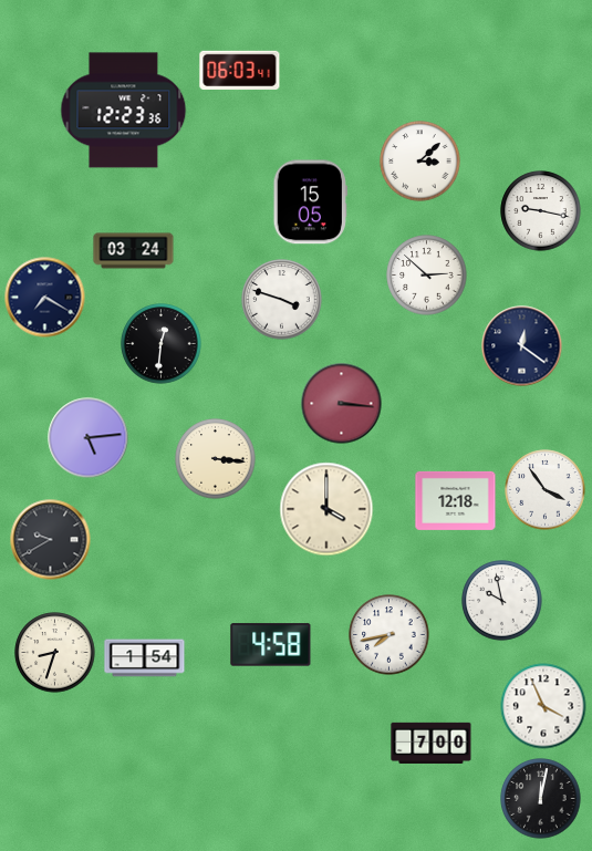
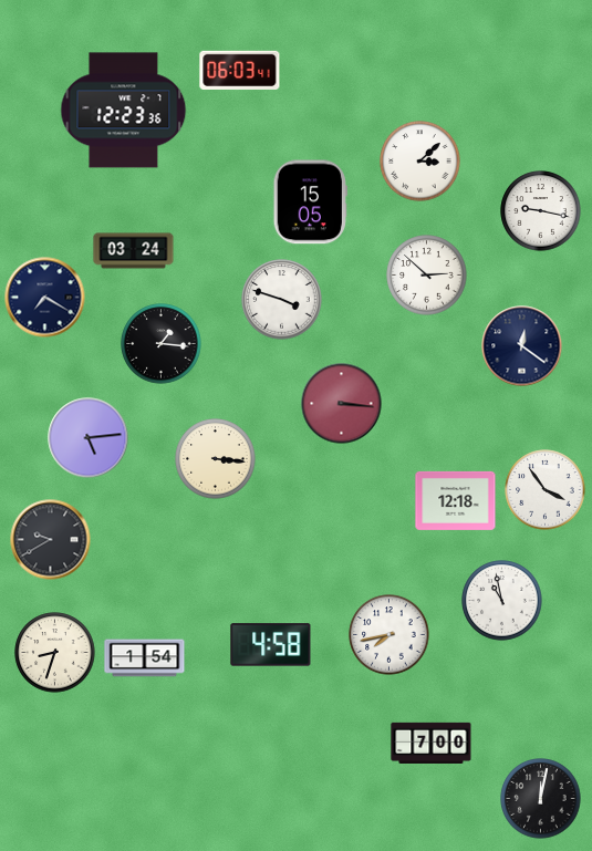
clock at (162, 344): 12:31 -> 1:16
clock at (326, 509): 4:00 -> none
clock at (502, 601): 9:58 -> 10:58
clock at (543, 706): 3:56 -> none
